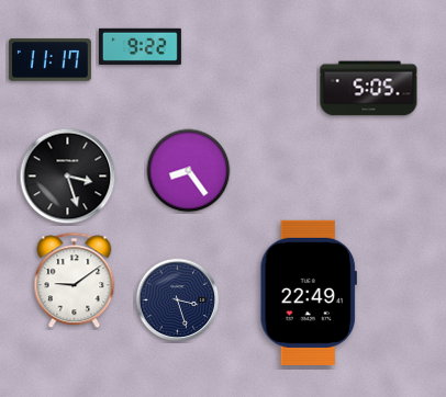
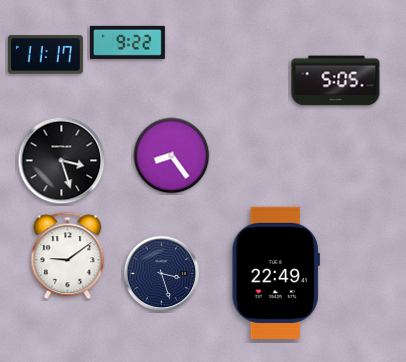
clock at (309, 293) position: (309, 293) -> (276, 273)
